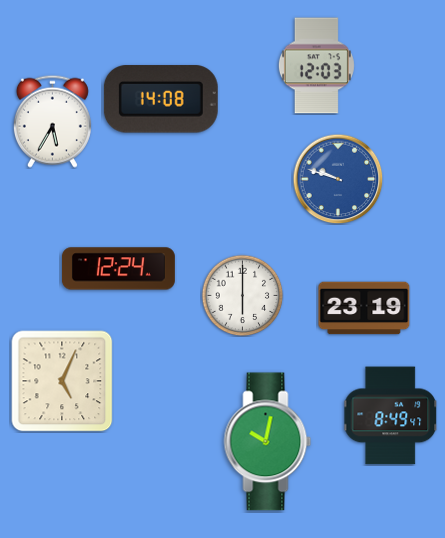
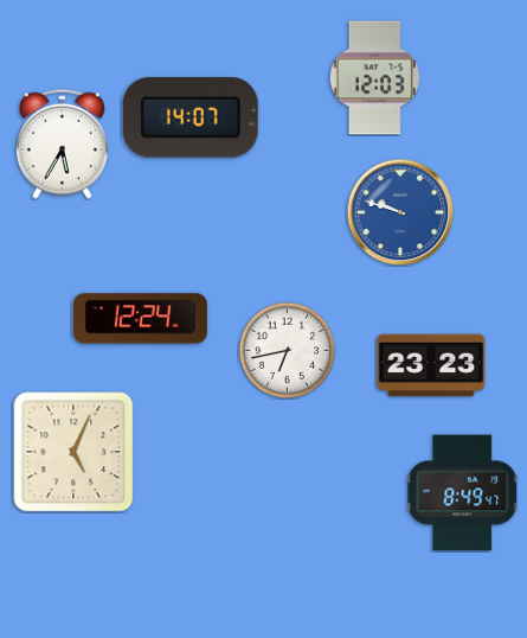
clock at (161, 99): 14:08 -> 14:07
clock at (242, 295): 6:00 -> 6:43
clock at (364, 308): 23:19 -> 23:23
clock at (268, 442): 10:02 -> none
